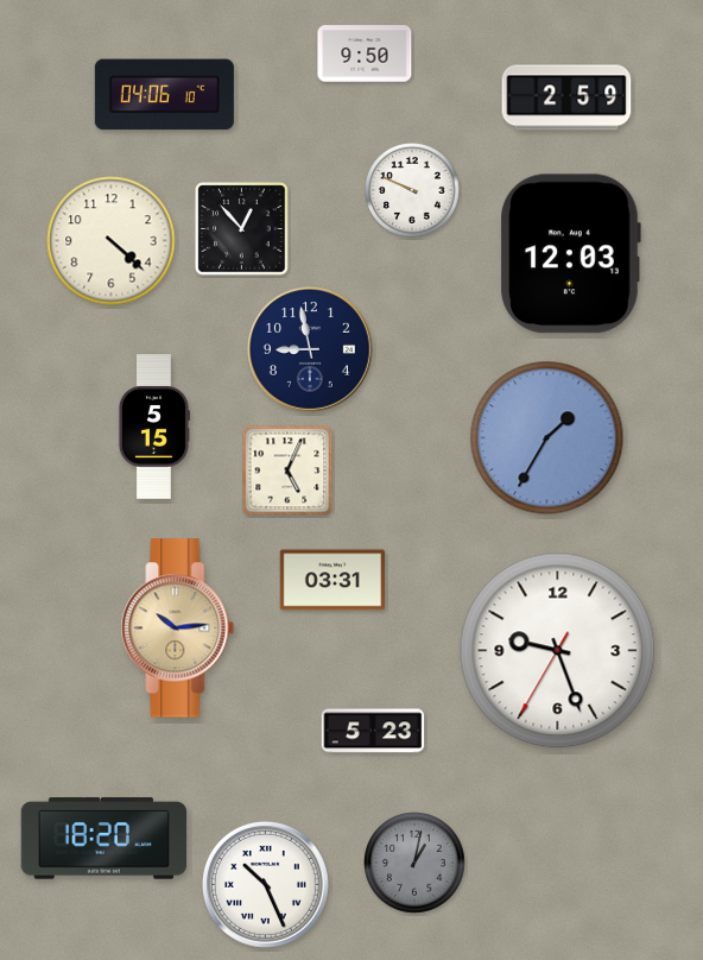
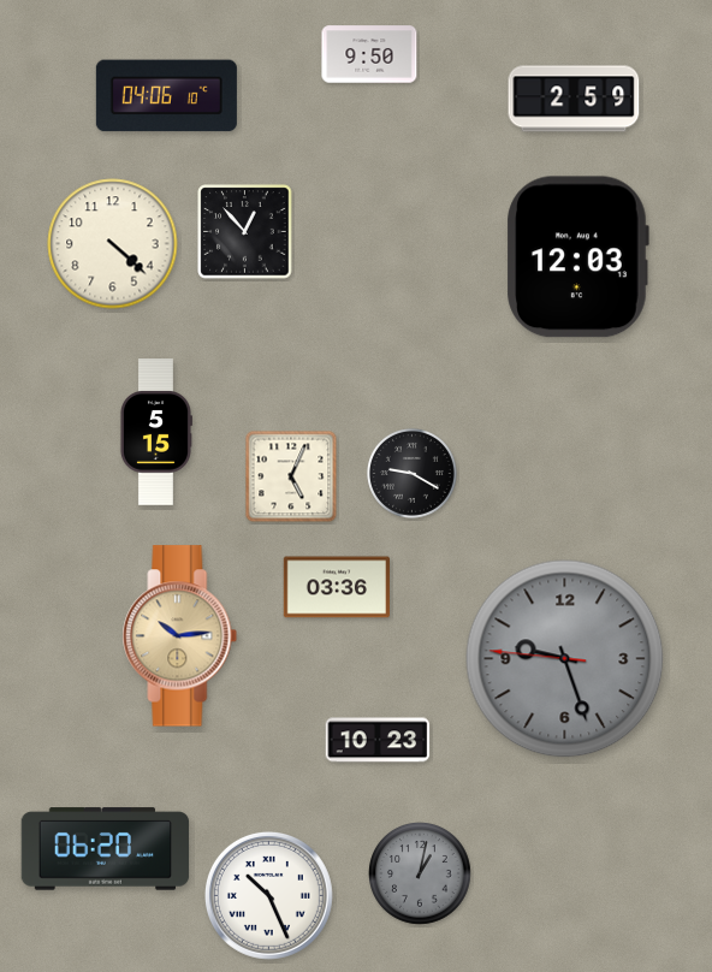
clock at (413, 191): 9:49 -> none
clock at (310, 349): 8:58 -> none
clock at (547, 438): 1:35 -> none
clock at (411, 473): none -> 9:20
clock at (331, 580): 03:31 -> 03:36
clock at (558, 651): 9:26:35 -> 9:26:46
clock at (558, 651) dial: white -> grey
clock at (373, 731): 5:23 -> 10:23
clock at (104, 839): 18:20 -> 06:20
